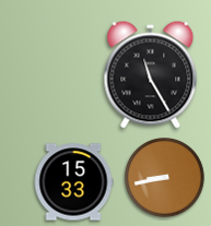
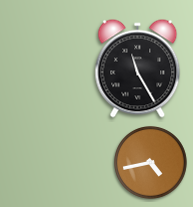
clock at (165, 178): 8:43 -> 4:43
clock at (73, 182): 15:33 -> none
